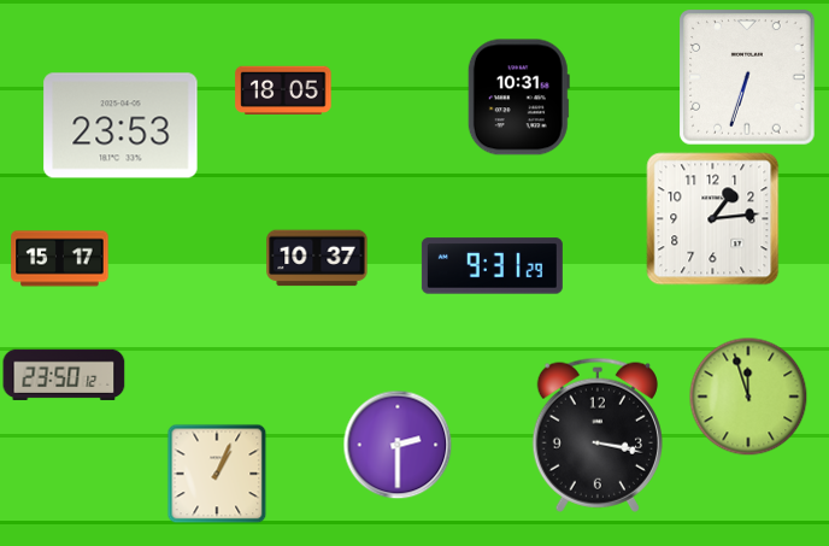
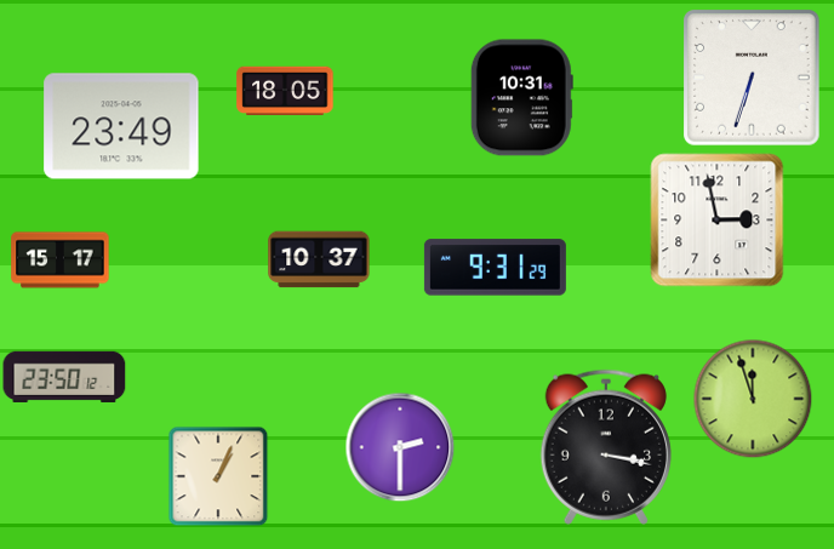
clock at (120, 125): 23:53 -> 23:49
clock at (713, 219): 1:14 -> 2:58
clock at (598, 435) position: (598, 435) -> (606, 447)
